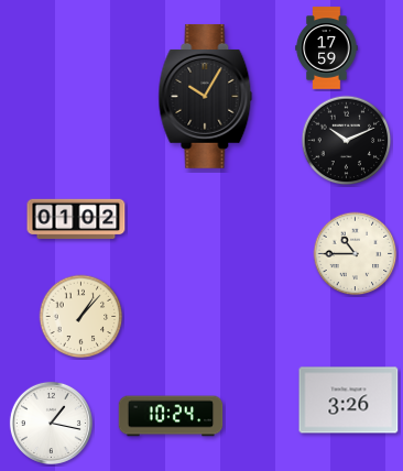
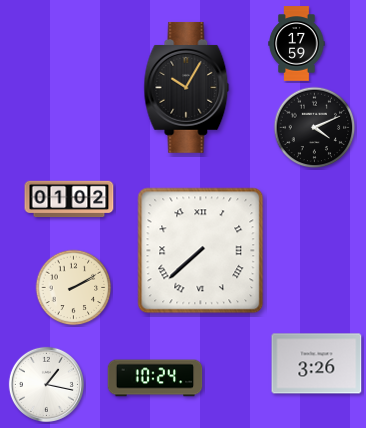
clock at (347, 141): 10:11 -> 4:11
clock at (356, 254): 10:45 -> none
clock at (201, 251): none -> 7:38
clock at (81, 317): 1:07 -> 2:10
